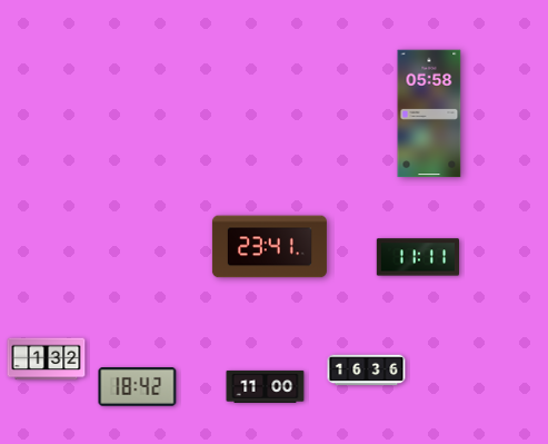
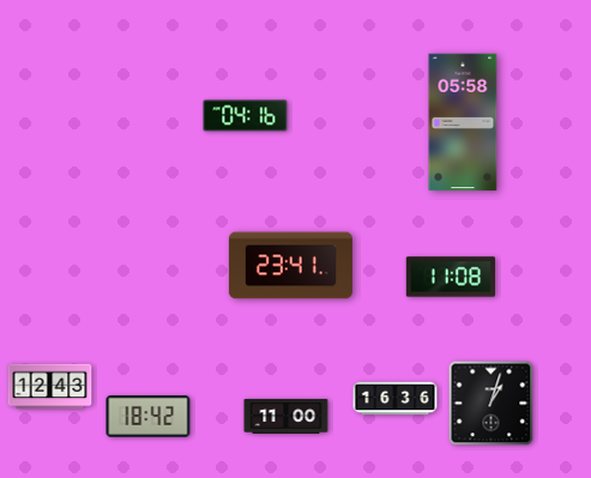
clock at (246, 116): none -> 04:16
clock at (417, 257): 11:11 -> 11:08
clock at (47, 359): 1:32 -> 12:43
clock at (492, 404): none -> 1:03
